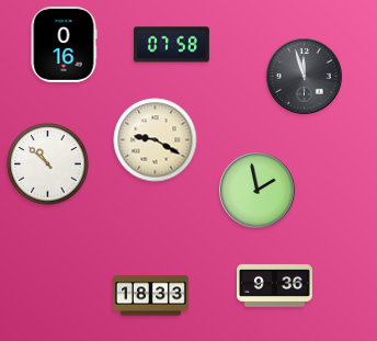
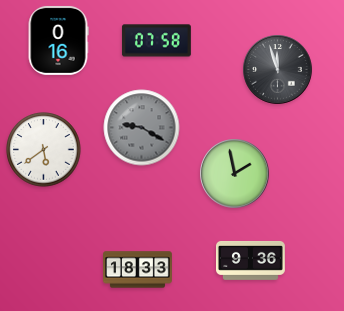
clock at (156, 140) dial: cream -> grey
clock at (48, 164): 10:52 -> 5:39
